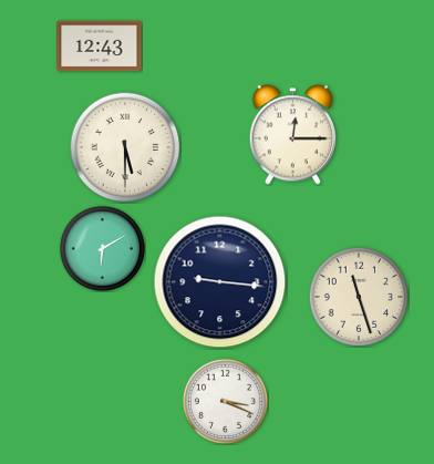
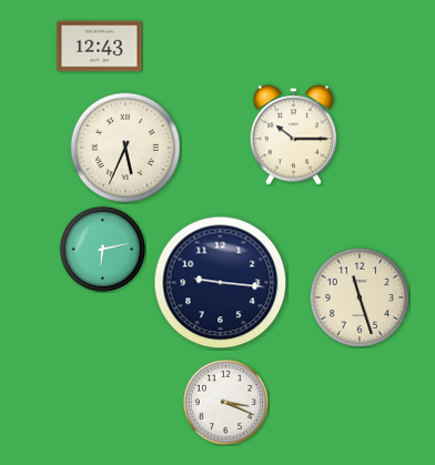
clock at (293, 135): 12:15 -> 10:15
clock at (125, 147): 5:30 -> 5:34
clock at (102, 248): 6:10 -> 6:13
